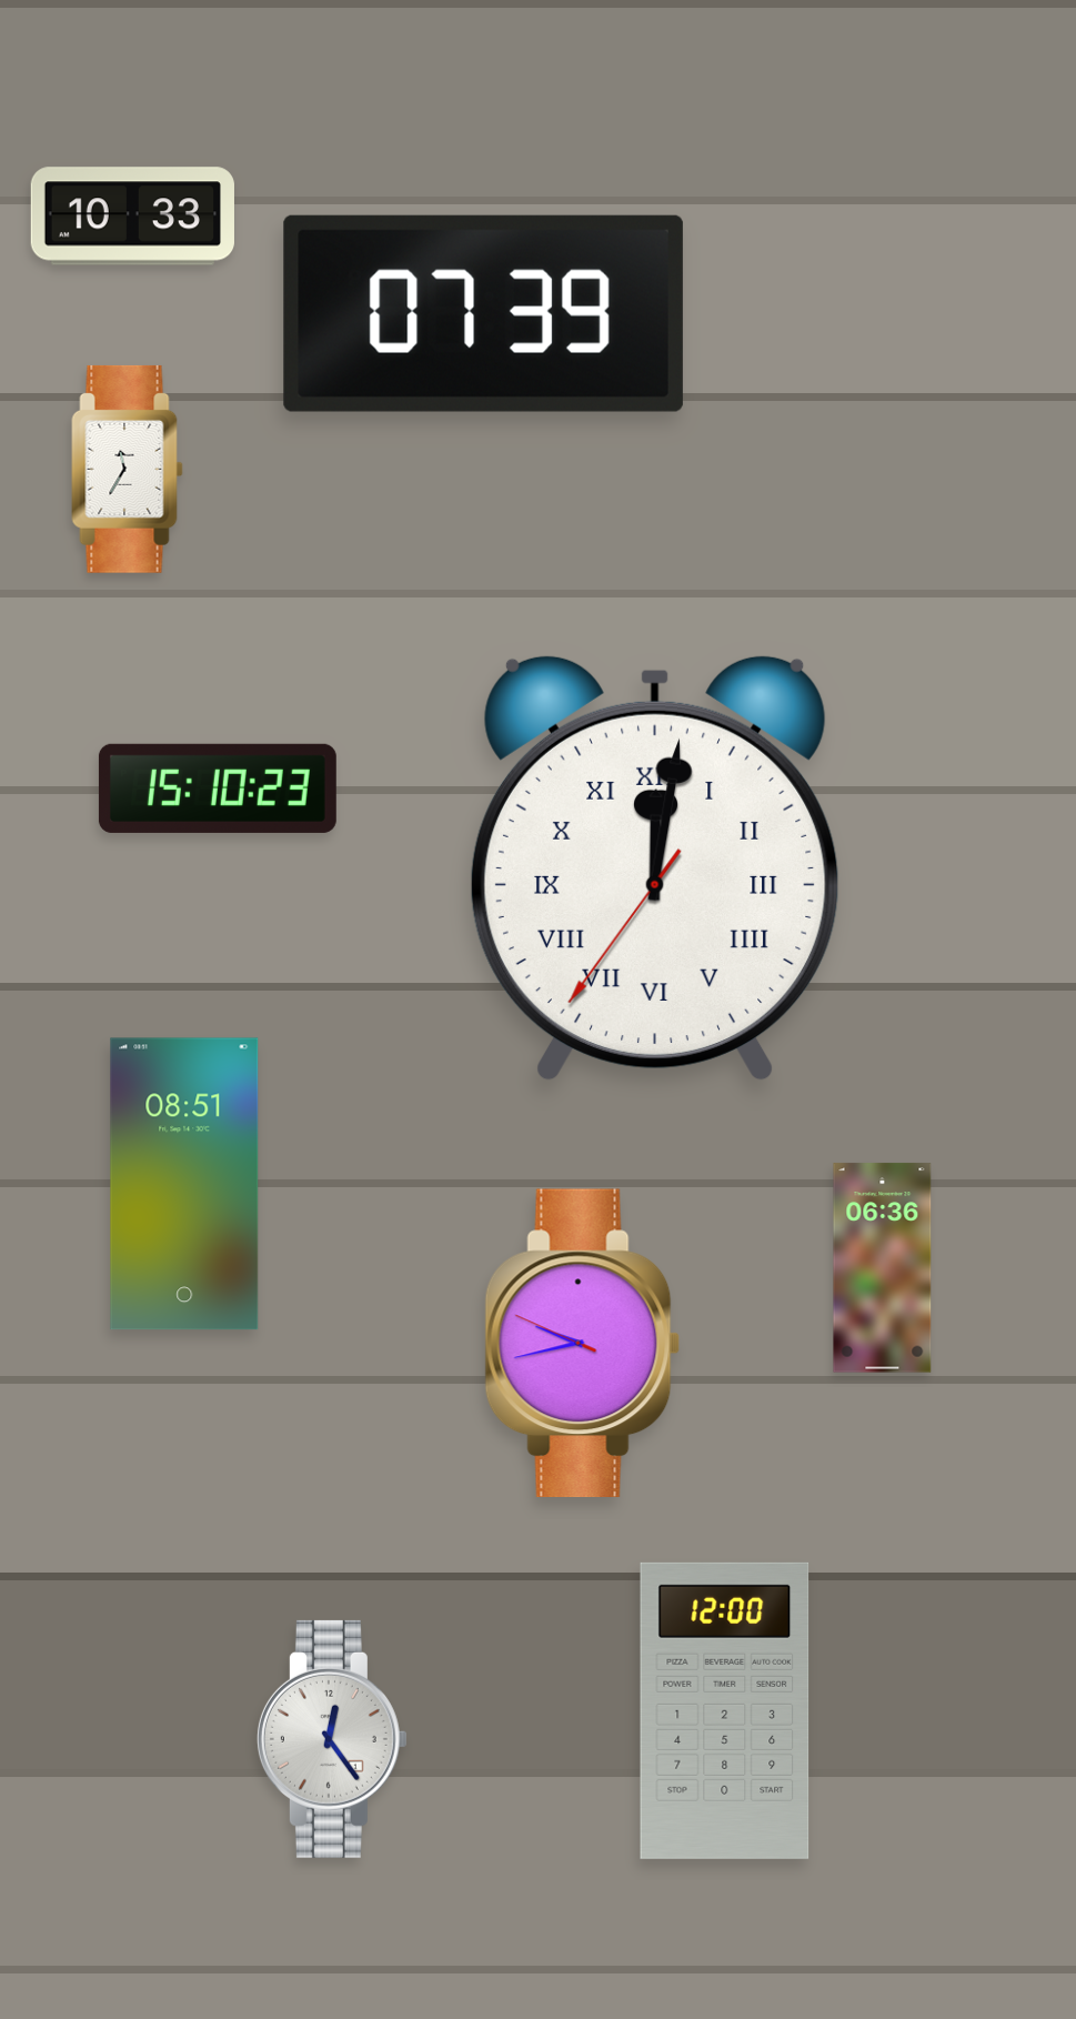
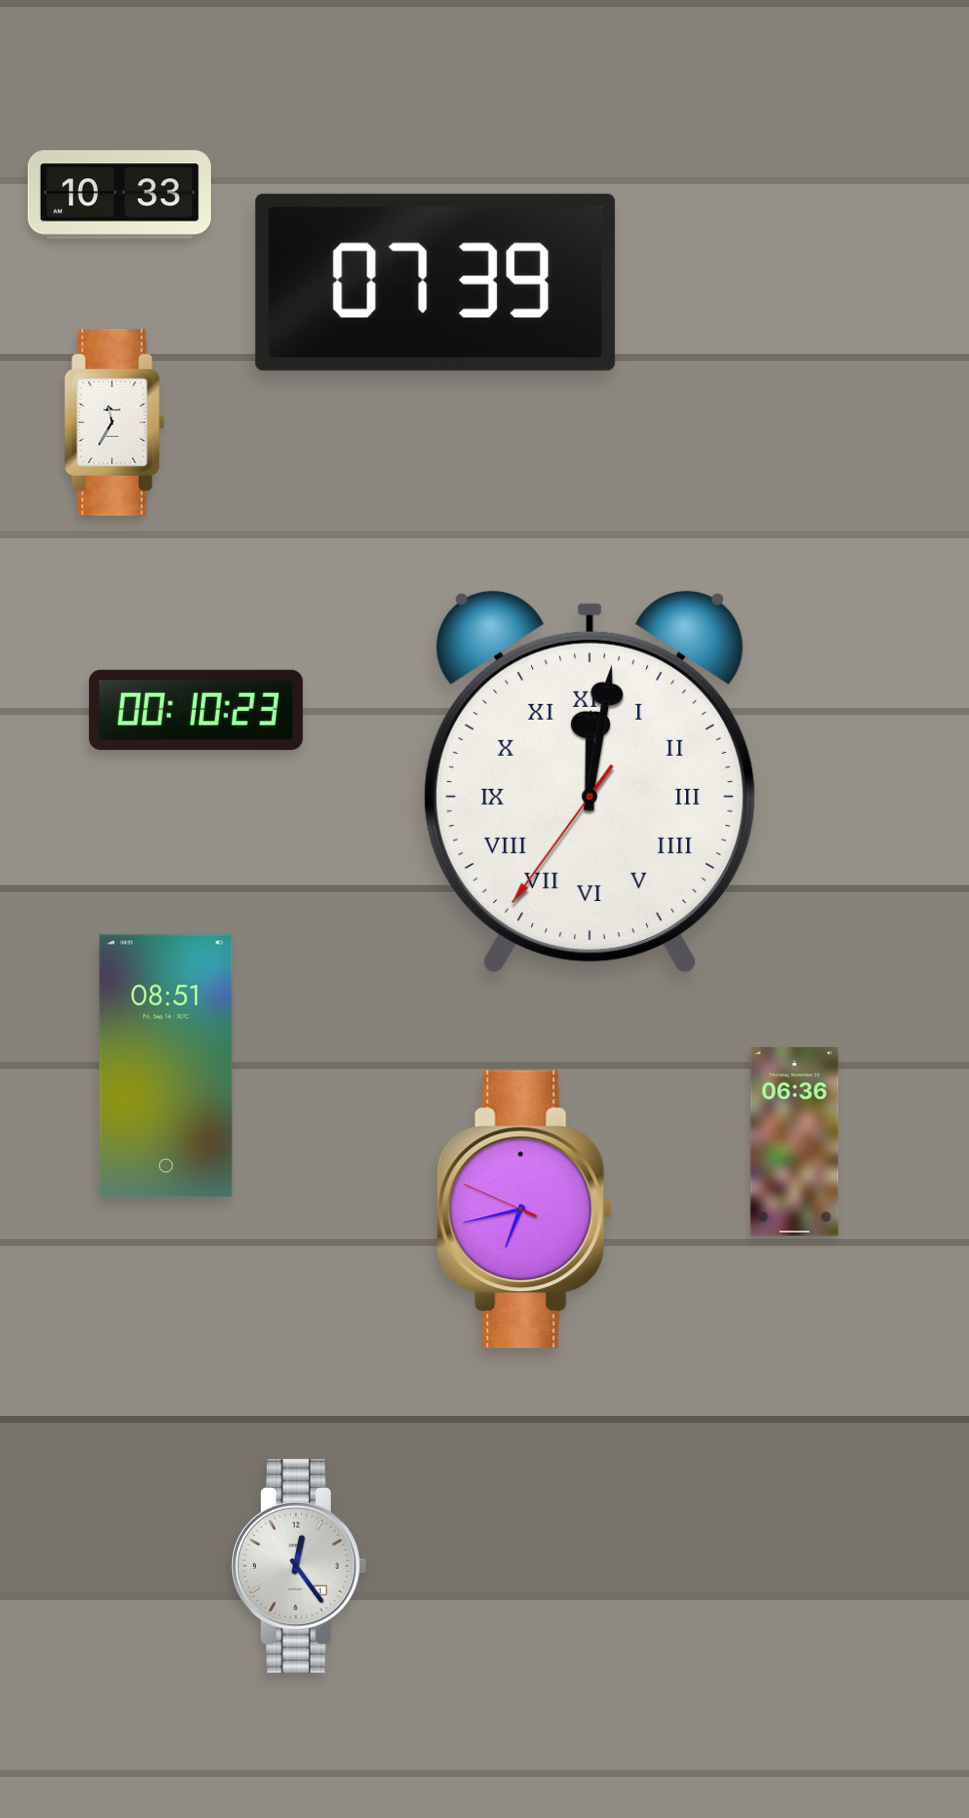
clock at (218, 788): 15:10 -> 00:10
clock at (583, 1343): 9:42 -> 6:42
clock at (725, 1710): 12:00 -> none
